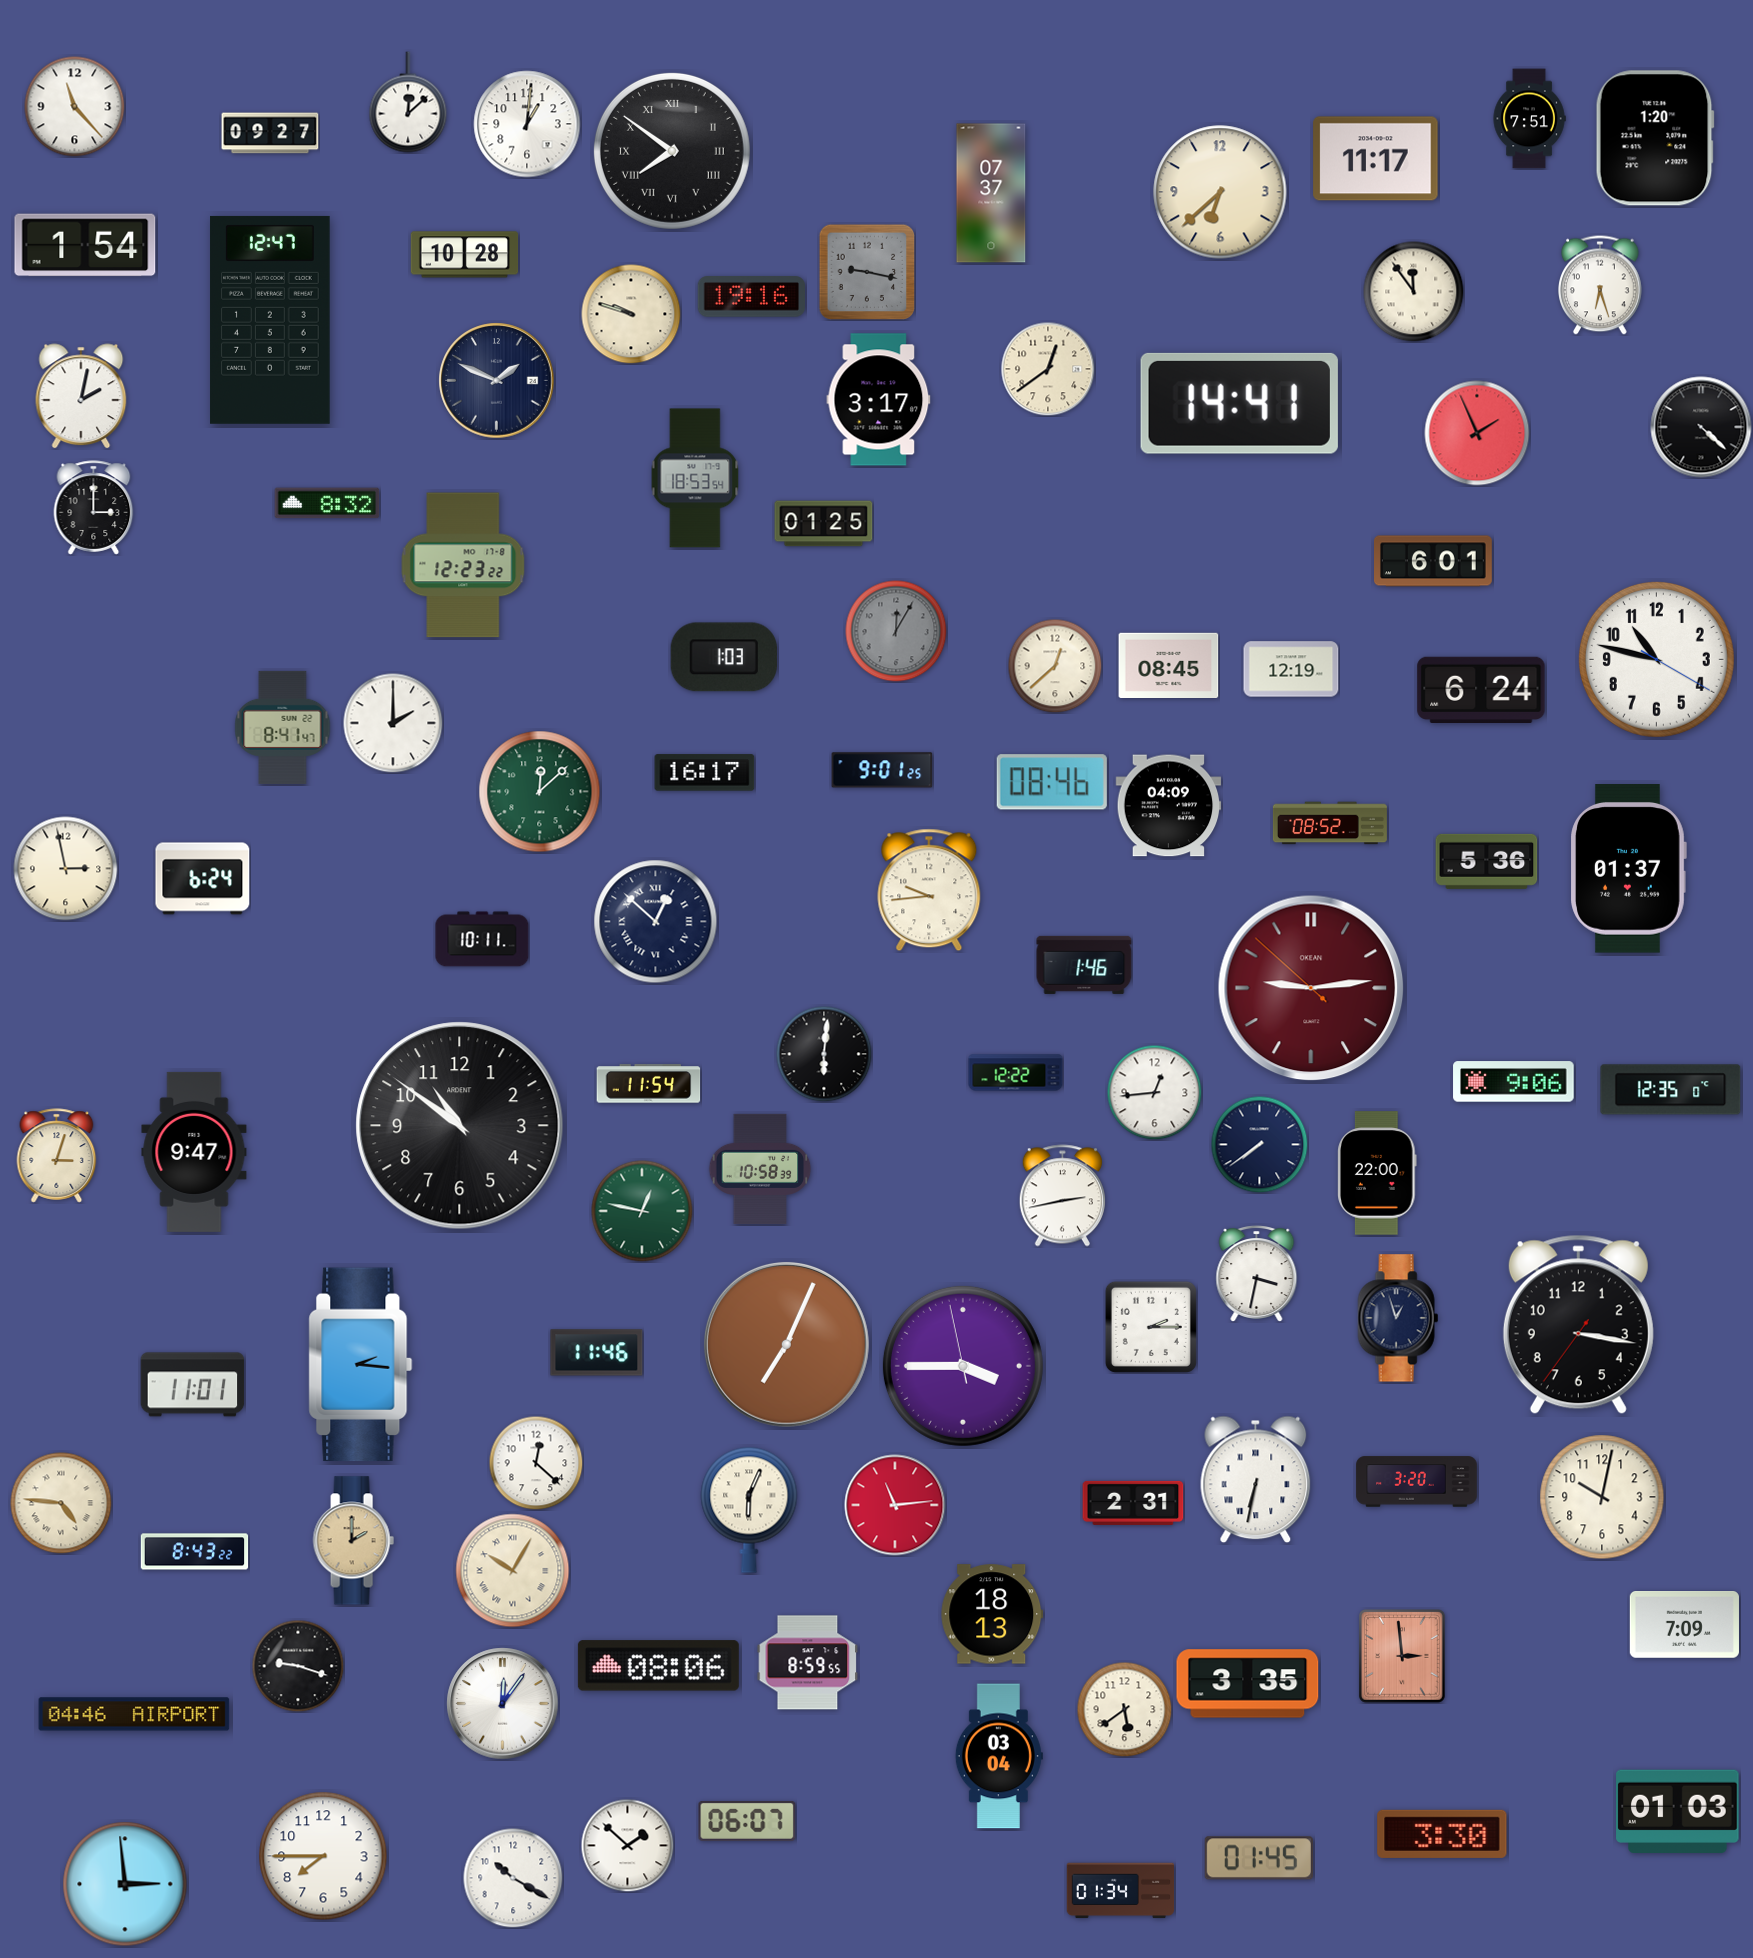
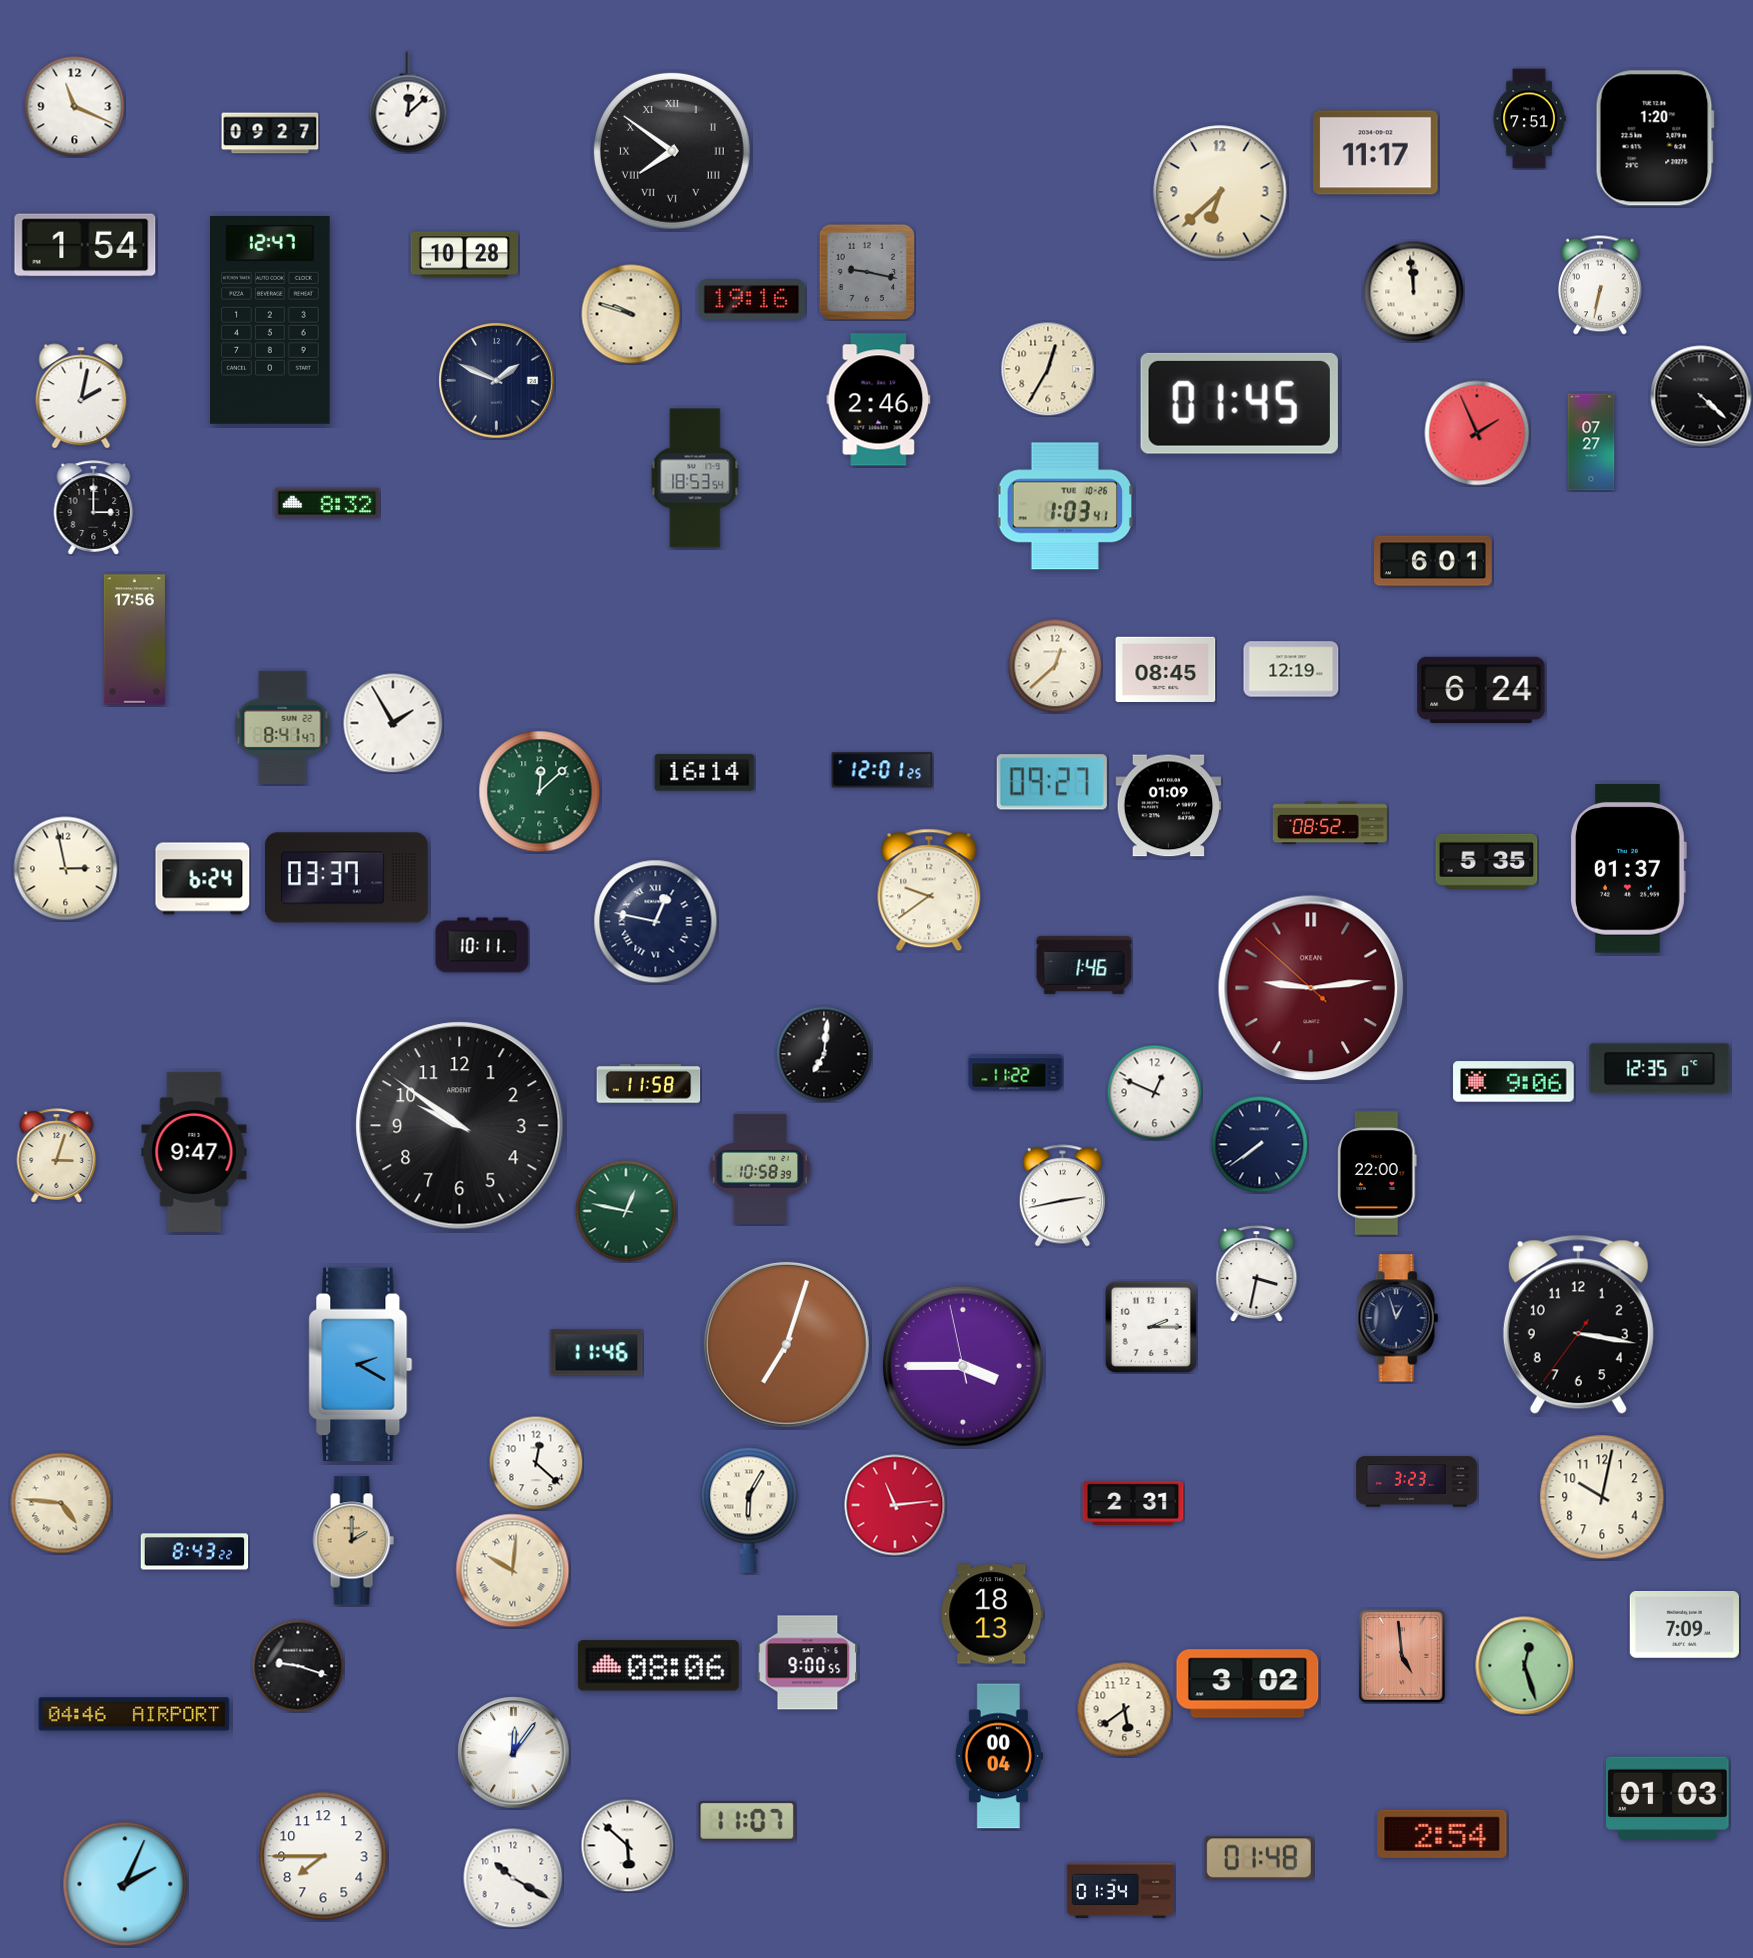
clock at (75, 107): 11:23 -> 11:19
clock at (527, 124): 1:01 -> none
clock at (1376, 159) position: (1376, 159) -> (1376, 153)
clock at (991, 193): 07:37 -> none
clock at (1601, 285): 6:27 -> 6:32
clock at (1414, 292): 11:54 -> 11:59
clock at (752, 297) position: (752, 297) -> (752, 300)
clock at (1048, 369): 12:39 -> 12:35
clock at (879, 400): 3:17 -> 2:46
clock at (1239, 403): 14:41 -> 01:45
clock at (1701, 427) position: (1701, 427) -> (1701, 396)
clock at (1591, 442): none -> 07:27
clock at (1065, 506): none -> 1:03
clock at (824, 524): 01:25 -> none
clock at (463, 565): 12:23 -> none
clock at (896, 631): 12:05 -> none
clock at (134, 640): none -> 17:56
clock at (724, 657): 1:03 -> none
clock at (1656, 659): 10:47 -> none
clock at (1169, 665) position: (1169, 665) -> (1166, 669)
clock at (393, 723): 2:00 -> 1:55
clock at (882, 770): 9:01 -> 12:01
clock at (705, 773): 16:17 -> 16:14
clock at (1052, 782): 08:46 -> 09:27
clock at (1169, 806): 04:09 -> 01:09
clock at (1487, 861): 5:36 -> 5:35
clock at (346, 878): none -> 03:37
clock at (929, 890): 9:44 -> 9:39
clock at (656, 922): 12:52 -> 12:47
clock at (482, 939) position: (482, 939) -> (482, 945)
clock at (824, 1054): 6:01 -> 7:01
clock at (1016, 1073): 12:22 -> 11:22
clock at (649, 1084): 11:54 -> 11:58
clock at (1671, 1090) position: (1671, 1090) -> (1660, 1069)
clock at (1154, 1092): 12:44 -> 12:49
clock at (460, 1126): 10:51 -> 9:51
clock at (642, 1211) position: (642, 1211) -> (626, 1211)
clock at (786, 1344): 7:04 -> 7:03
clock at (361, 1365): 2:16 -> 2:20
clock at (193, 1385): 11:01 -> none
clock at (1256, 1480): 6:32 -> none
clock at (1417, 1482): 3:20 -> 3:23
clock at (749, 1510): 6:04 -> 6:05
clock at (513, 1571): 10:05 -> 10:01
clock at (1402, 1657): 2:59 -> 4:59
clock at (808, 1663): 8:59 -> 9:00
clock at (1525, 1666): none -> 12:27
clock at (1248, 1684): 3:35 -> 3:02
clock at (503, 1704) position: (503, 1704) -> (514, 1753)
clock at (999, 1756): 03:04 -> 00:04
clock at (1678, 1811) position: (1678, 1811) -> (1668, 1798)
clock at (747, 1822): 06:07 -> 11:07
clock at (1442, 1834): 3:30 -> 2:54
clock at (627, 1845): 1:52 -> 5:52
clock at (1259, 1858): 01:45 -> 01:48
clock at (125, 1884): 2:59 -> 2:04
